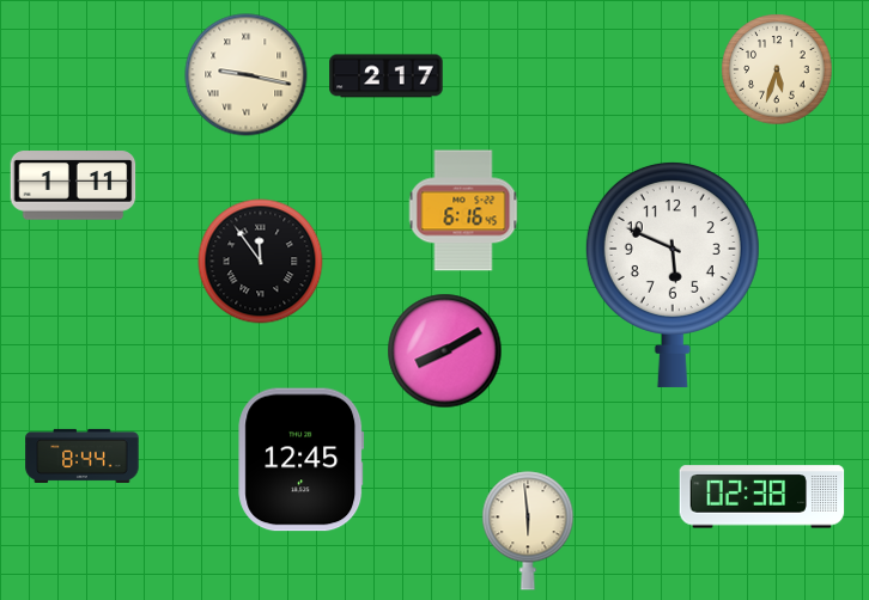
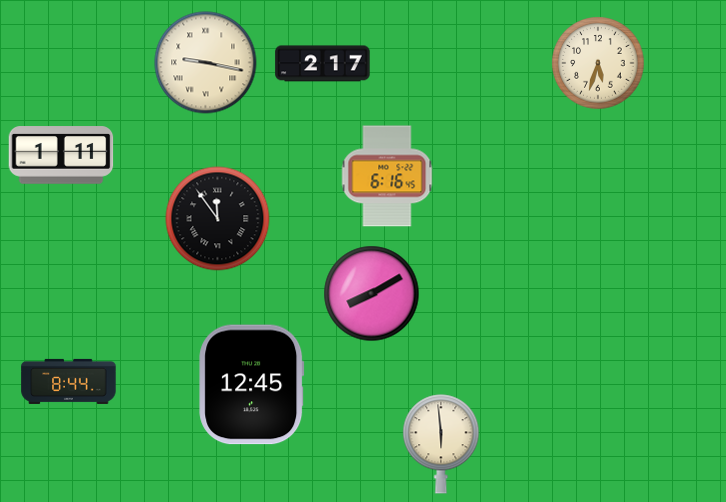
clock at (777, 69) position: (777, 69) -> (598, 63)
clock at (673, 274): 5:49 -> none
clock at (762, 497): 02:38 -> none
